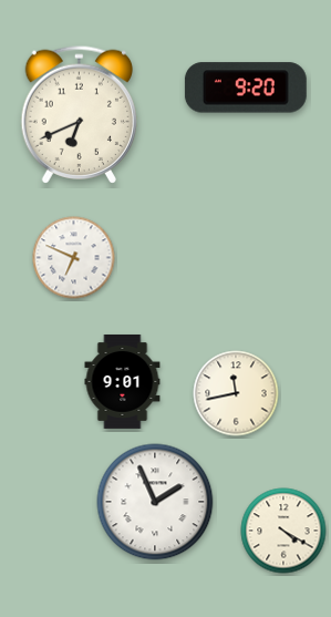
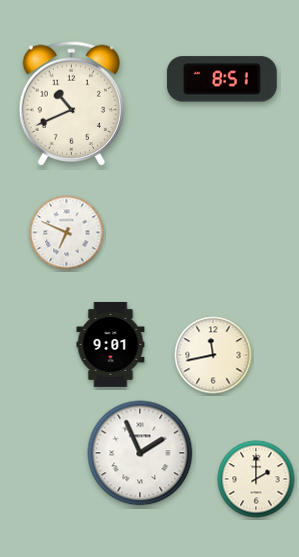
clock at (246, 88): 9:20 -> 8:51
clock at (79, 114): 6:41 -> 10:41
clock at (283, 531): 4:20 -> 2:00
